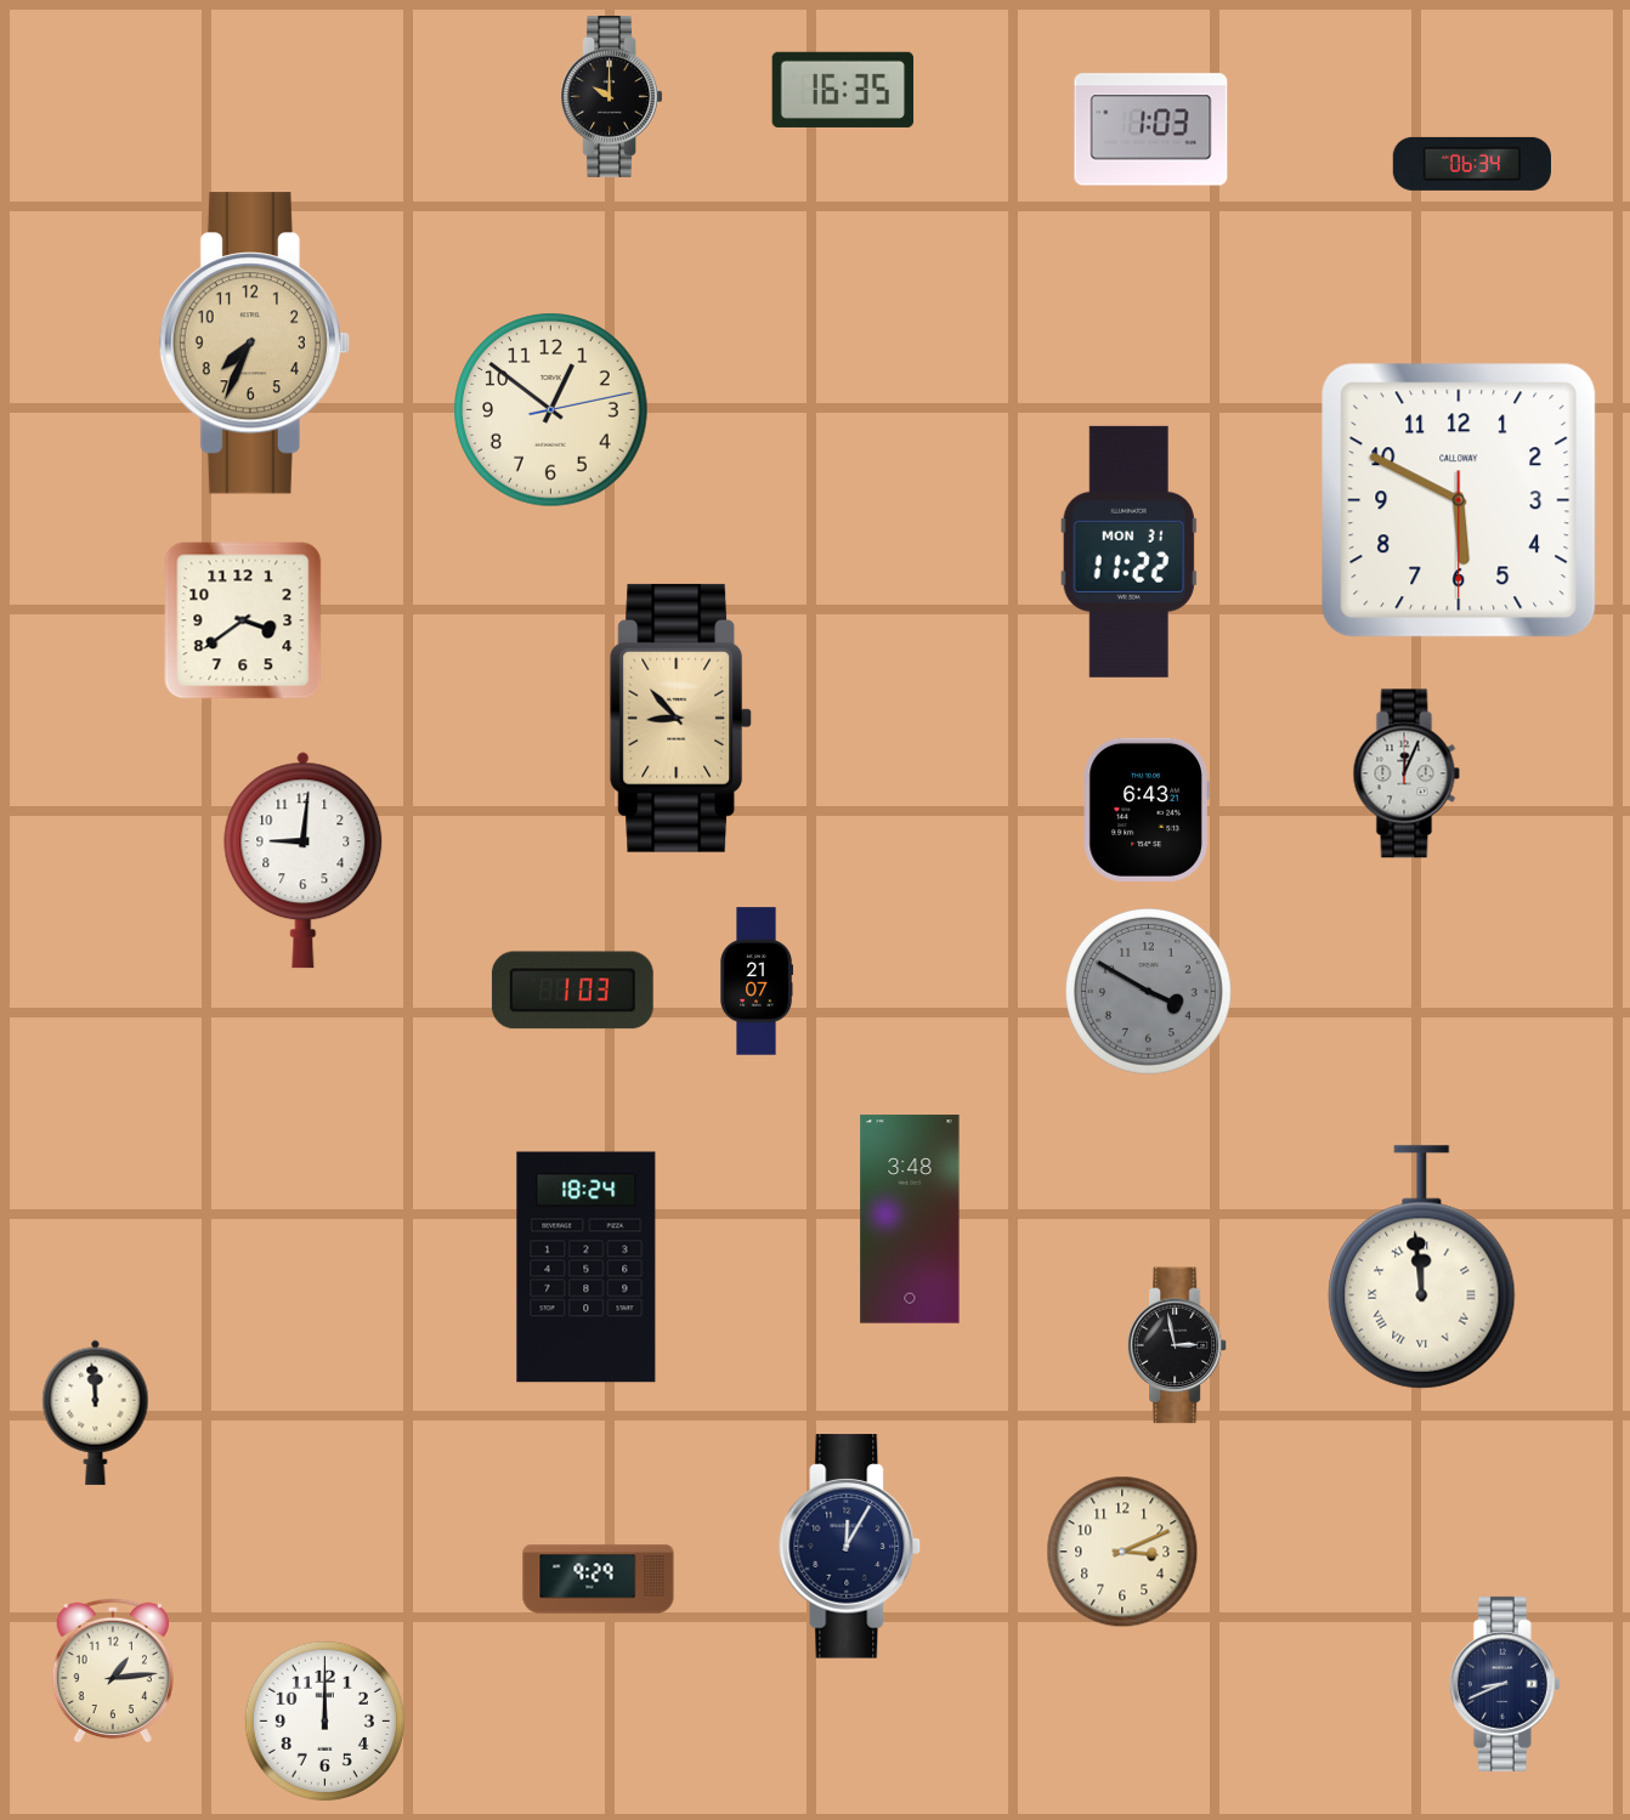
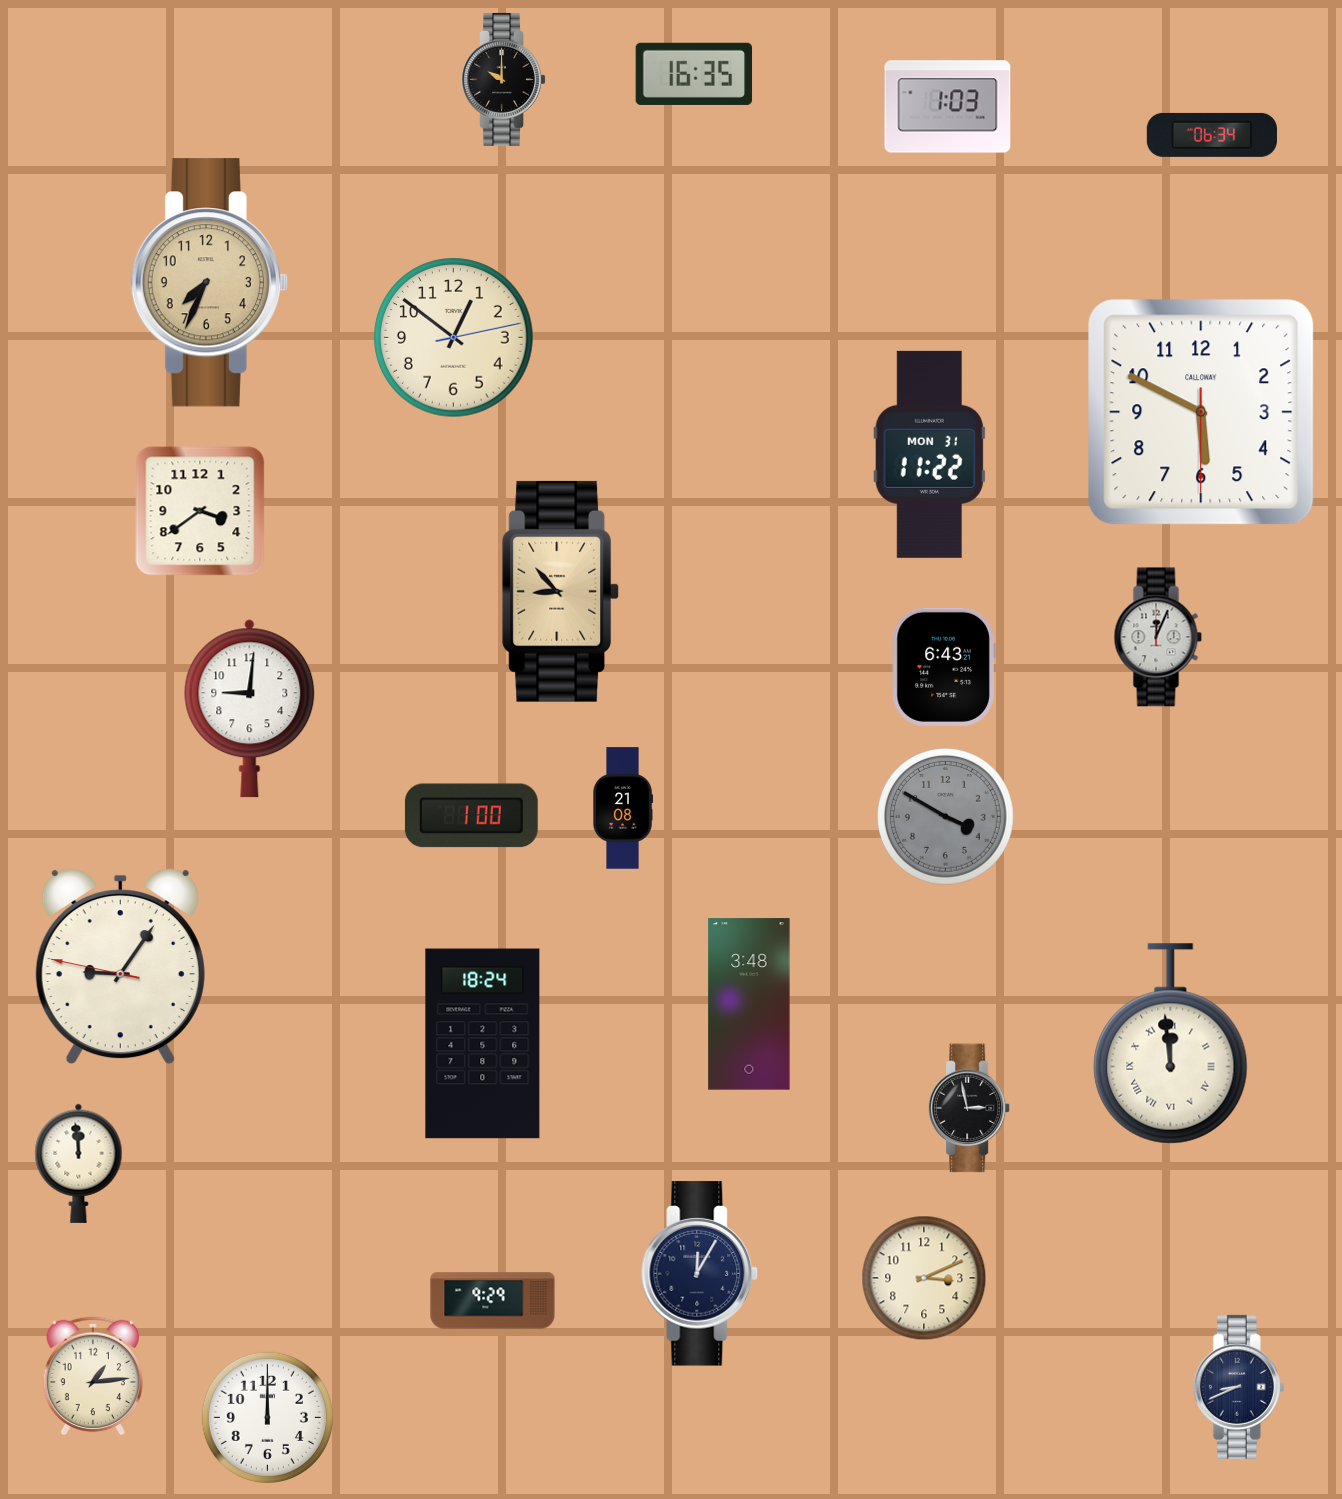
clock at (758, 981): 21:07 -> 21:08
clock at (572, 991): 1:03 -> 1:00
clock at (120, 966): none -> 9:05
